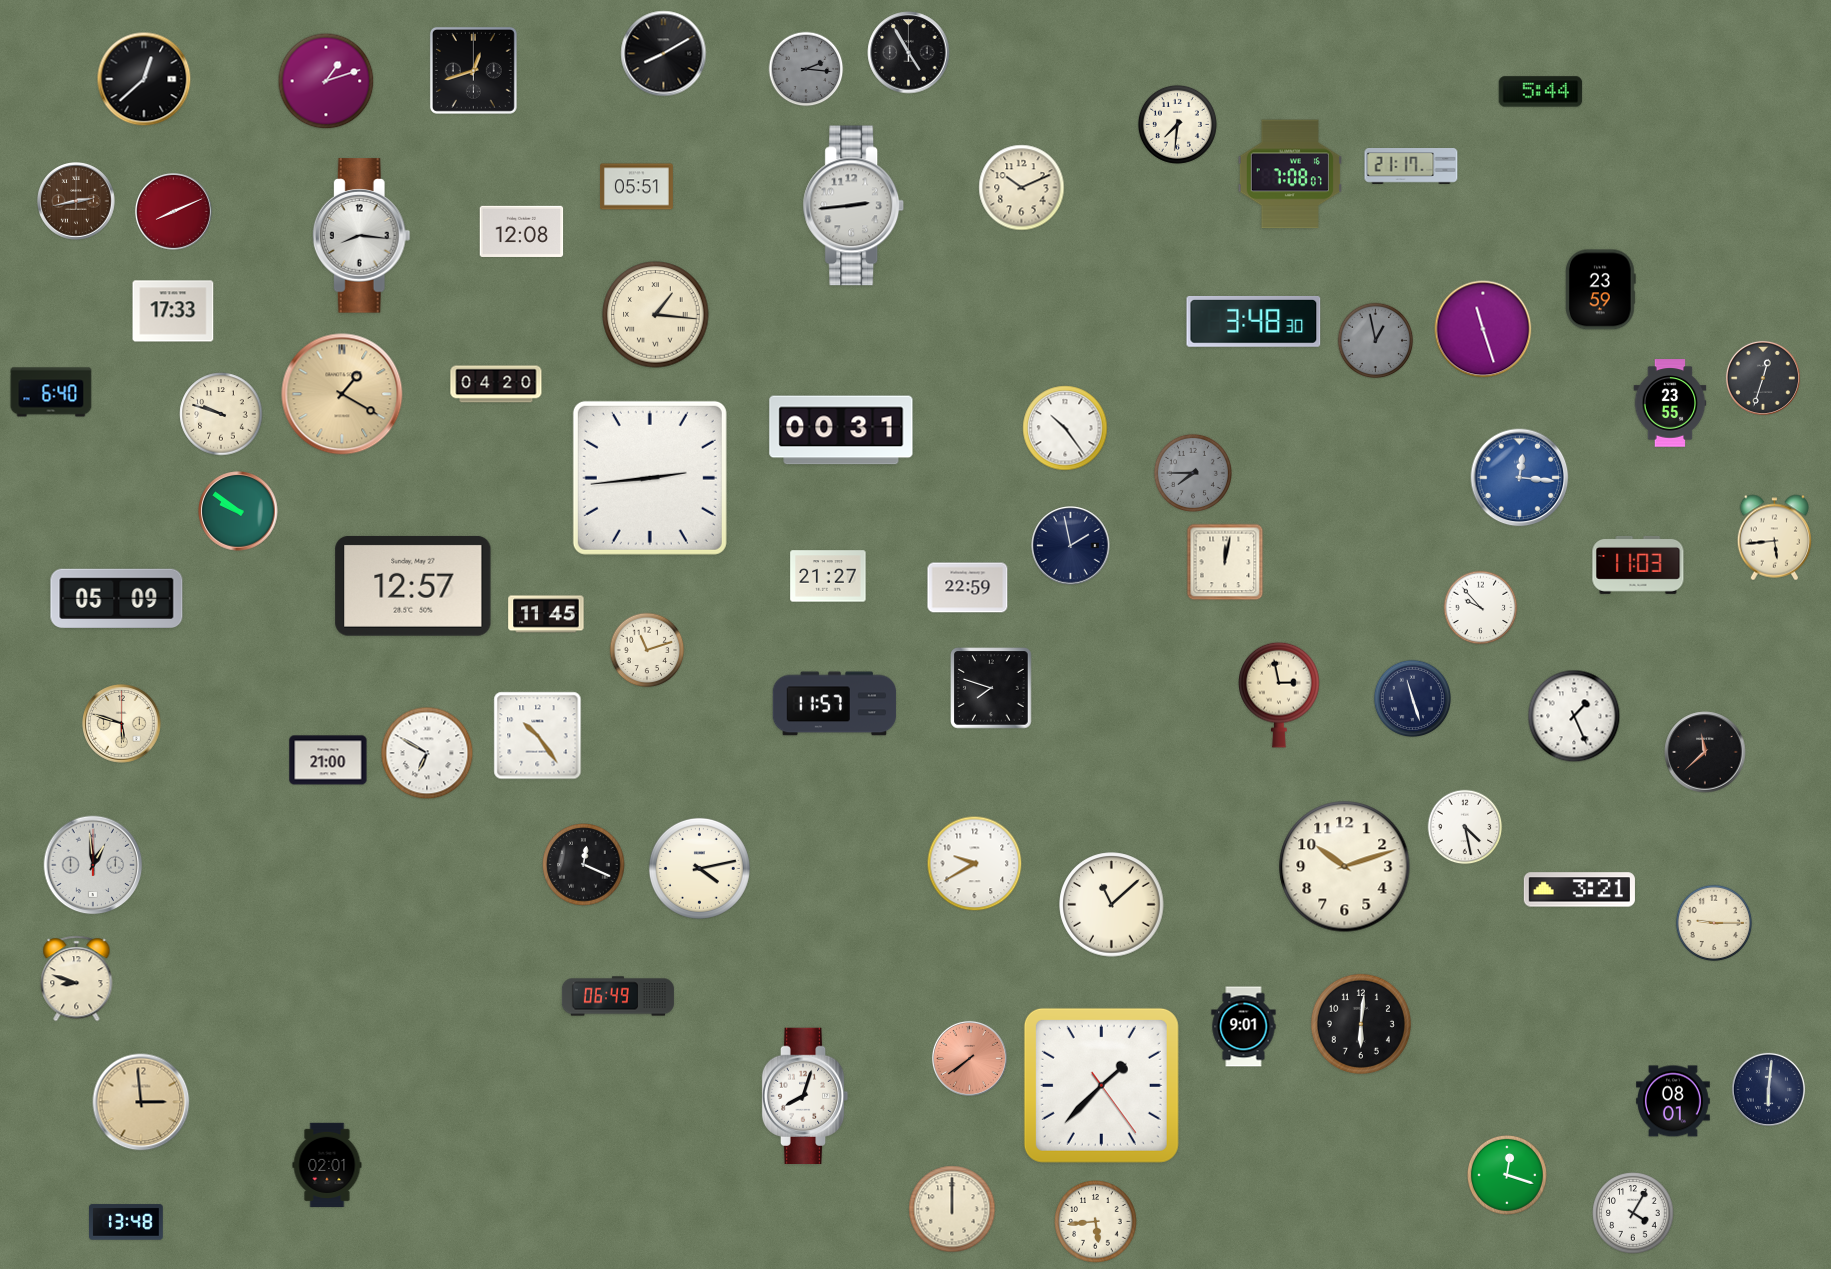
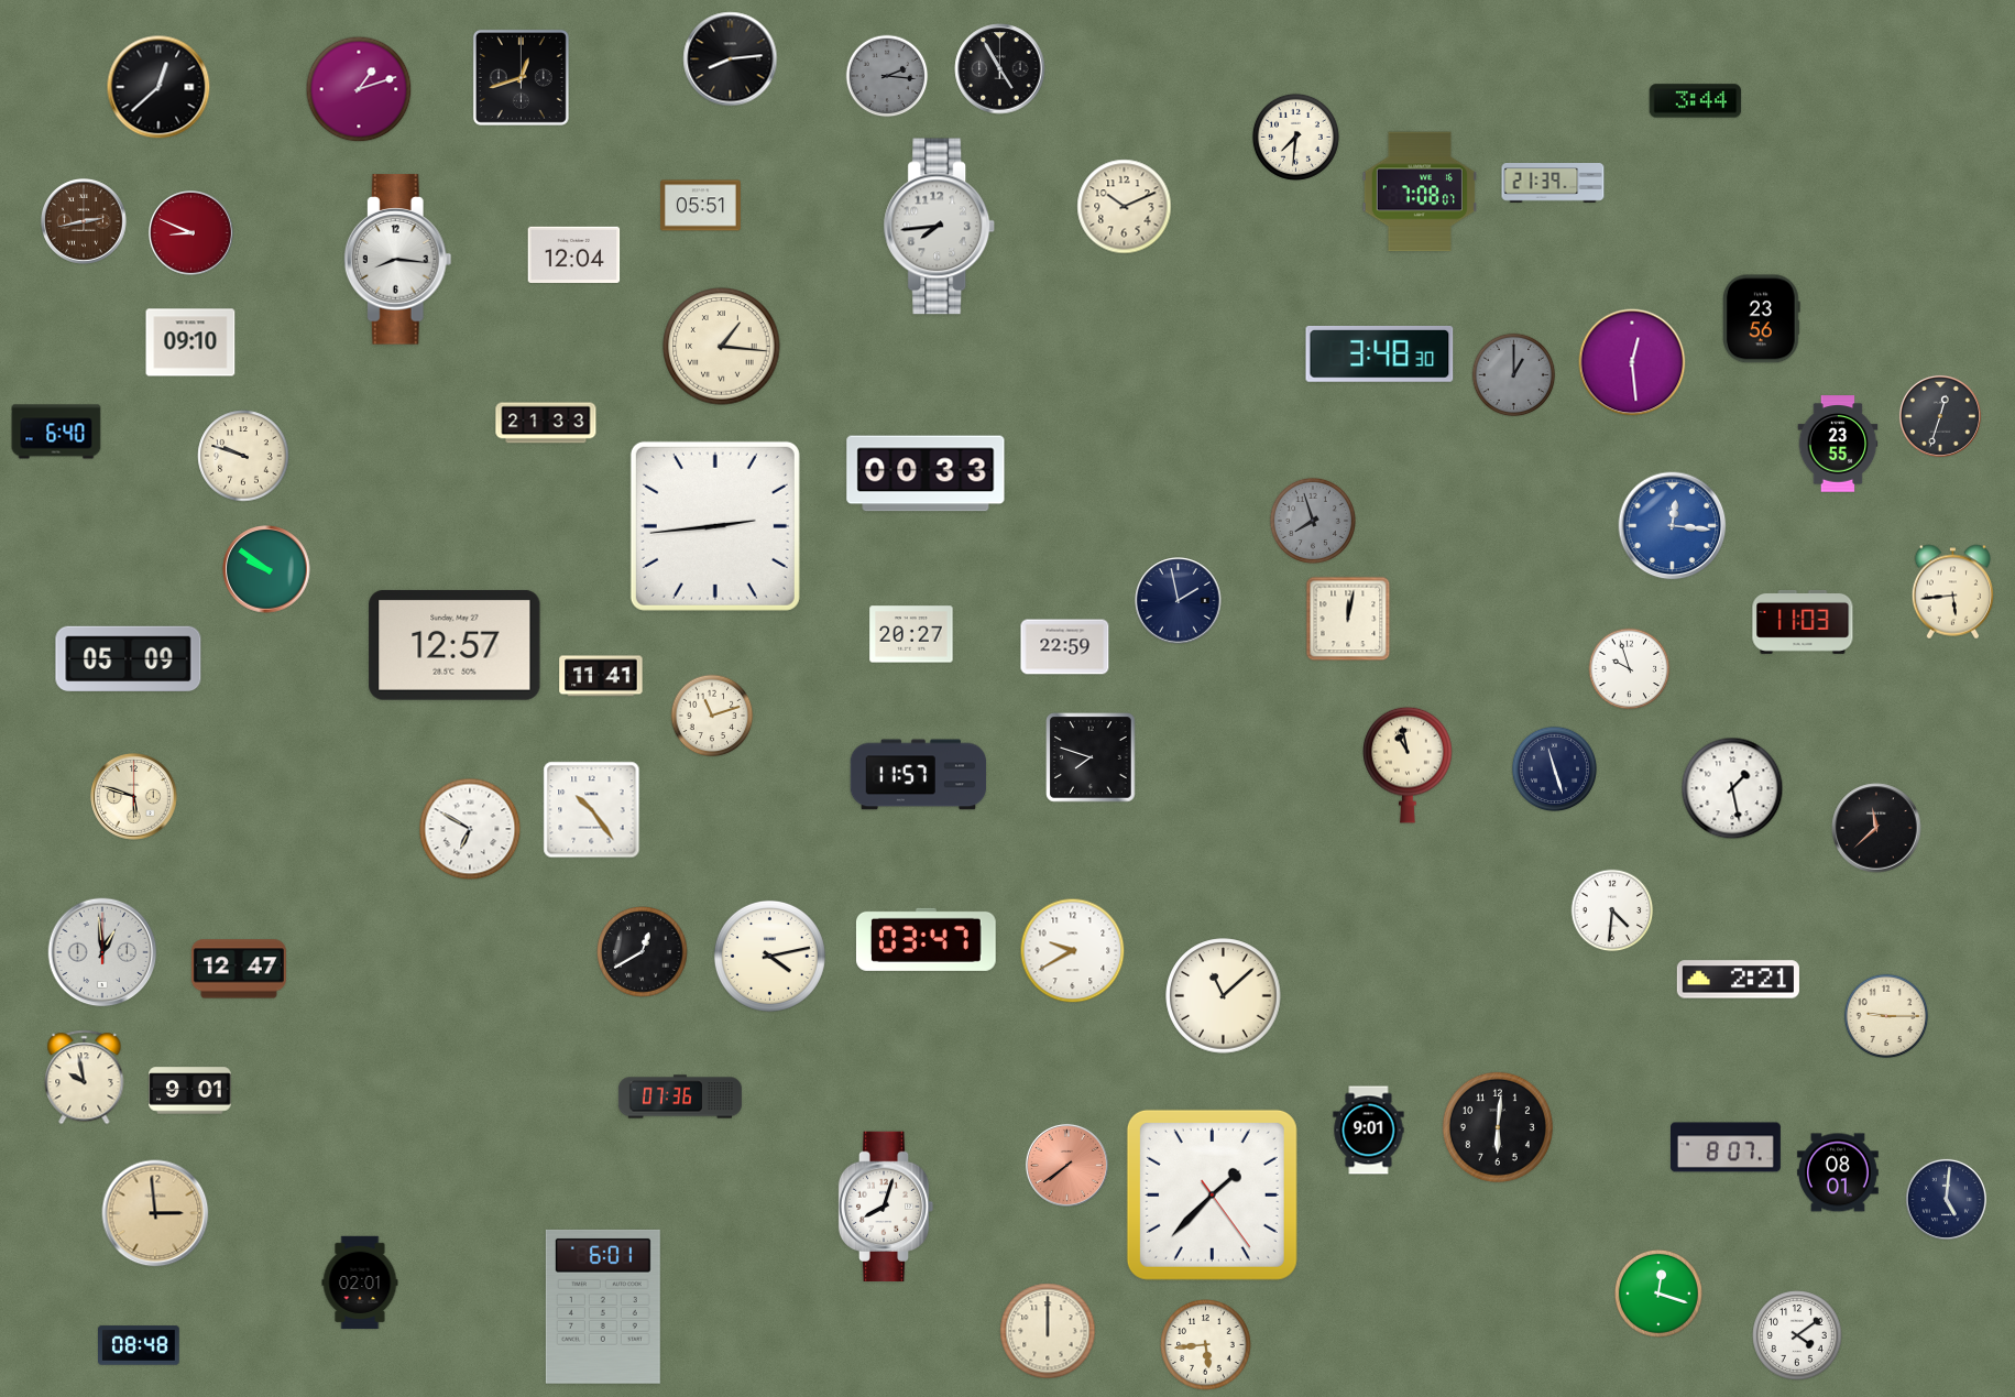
clock at (909, 53) position: (909, 53) -> (1000, 69)
clock at (664, 54): 8:10 -> 8:14
clock at (1541, 92): 5:44 -> 3:44
clock at (1411, 167): 21:17 -> 21:39
clock at (854, 206): 2:44 -> 7:44
clock at (173, 211): 8:11 -> 8:49
clock at (522, 231): 12:08 -> 12:04
clock at (1600, 290): 23:59 -> 23:56
clock at (173, 311): 17:33 -> 09:10
clock at (1483, 329): 11:27 -> 12:29
clock at (1376, 341): 12:58 -> 1:00
clock at (496, 384): 04:20 -> 21:33
clock at (342, 394): 1:20 -> none
clock at (1065, 428): 10:24 -> none
clock at (841, 430): 00:31 -> 00:33
clock at (1193, 473): 7:45 -> 7:57
clock at (238, 511) position: (238, 511) -> (266, 569)
clock at (828, 576): 21:27 -> 20:27
clock at (1481, 608): 9:53 -> 9:57
clock at (546, 614): 11:45 -> 11:41
clock at (1279, 695): 2:58 -> 10:58
clock at (1574, 716): 1:26 -> 1:28
clock at (328, 760): 21:00 -> none
clock at (1465, 827): 4:28 -> 4:31
clock at (926, 939): none -> 03:47
clock at (584, 865): 12:19 -> 12:40
clock at (1345, 867): 10:12 -> none
clock at (239, 969): none -> 12:47
clock at (1579, 890): 3:21 -> 2:21
clock at (77, 979): 8:48 -> 9:58
clock at (190, 1091): none -> 9:01
clock at (618, 996): 06:49 -> 07:36
clock at (1727, 1147): none -> 8:07
clock at (1768, 1089): 6:01 -> 5:01
clock at (1673, 1101) position: (1673, 1101) -> (1838, 1172)
clock at (603, 1307): none -> 6:01
clock at (1633, 1213): 4:05 -> 4:09
clock at (127, 1222): 13:48 -> 08:48
